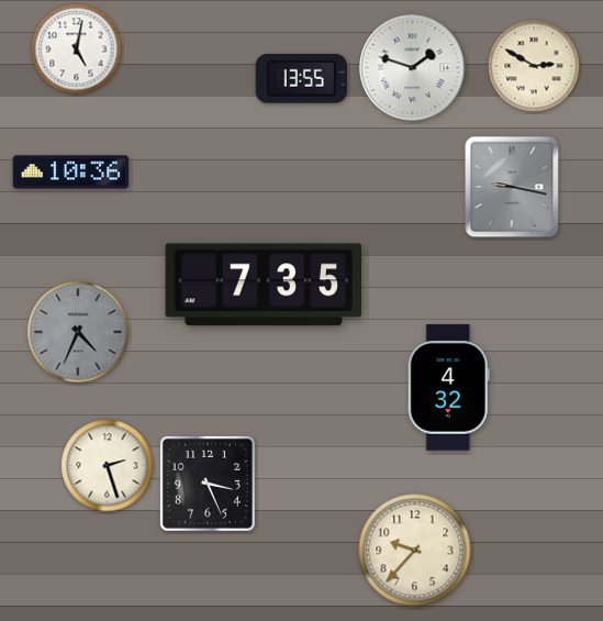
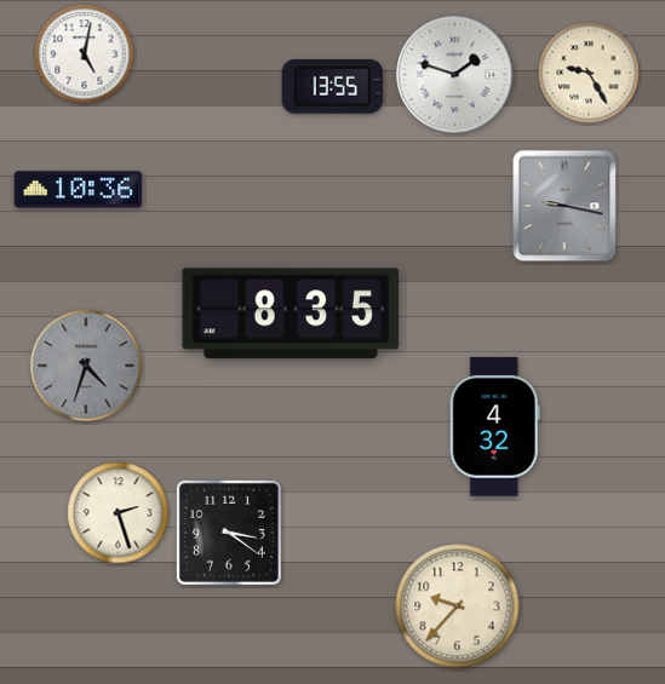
clock at (534, 66): 2:50 -> 9:25
clock at (264, 285): 7:35 -> 8:35
clock at (78, 332): 4:34 -> 4:33
clock at (208, 484): 3:26 -> 3:21
